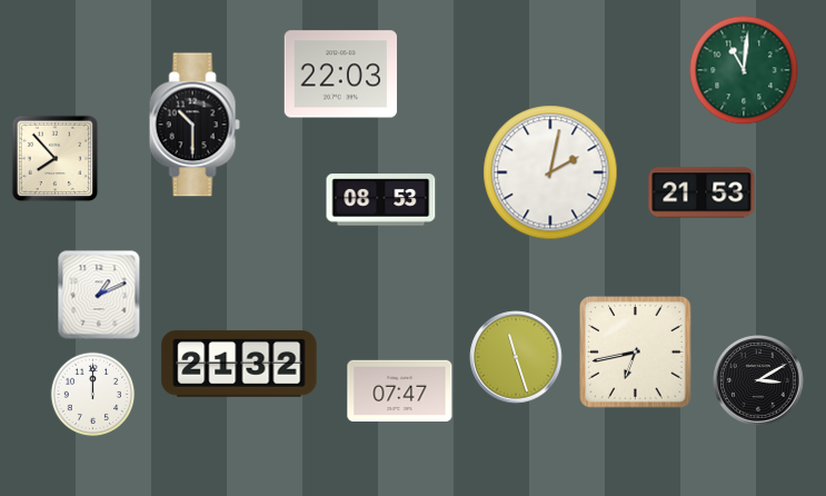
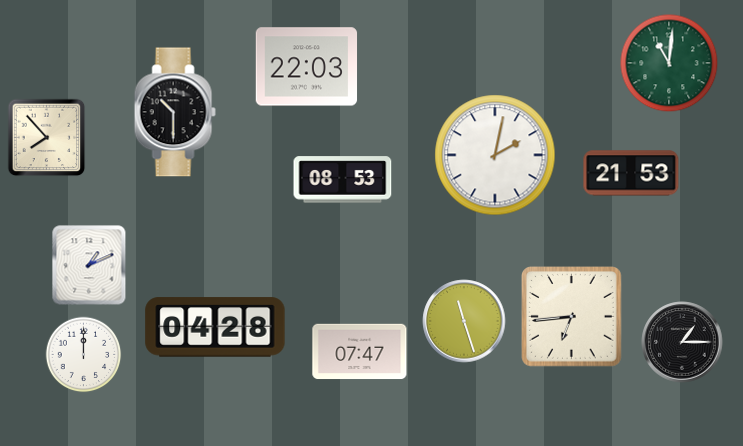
clock at (56, 159) position: (56, 159) -> (47, 138)
clock at (636, 353): 6:43 -> 6:44
clock at (239, 364): 21:32 -> 04:28
clock at (758, 380): 3:10 -> 1:15
